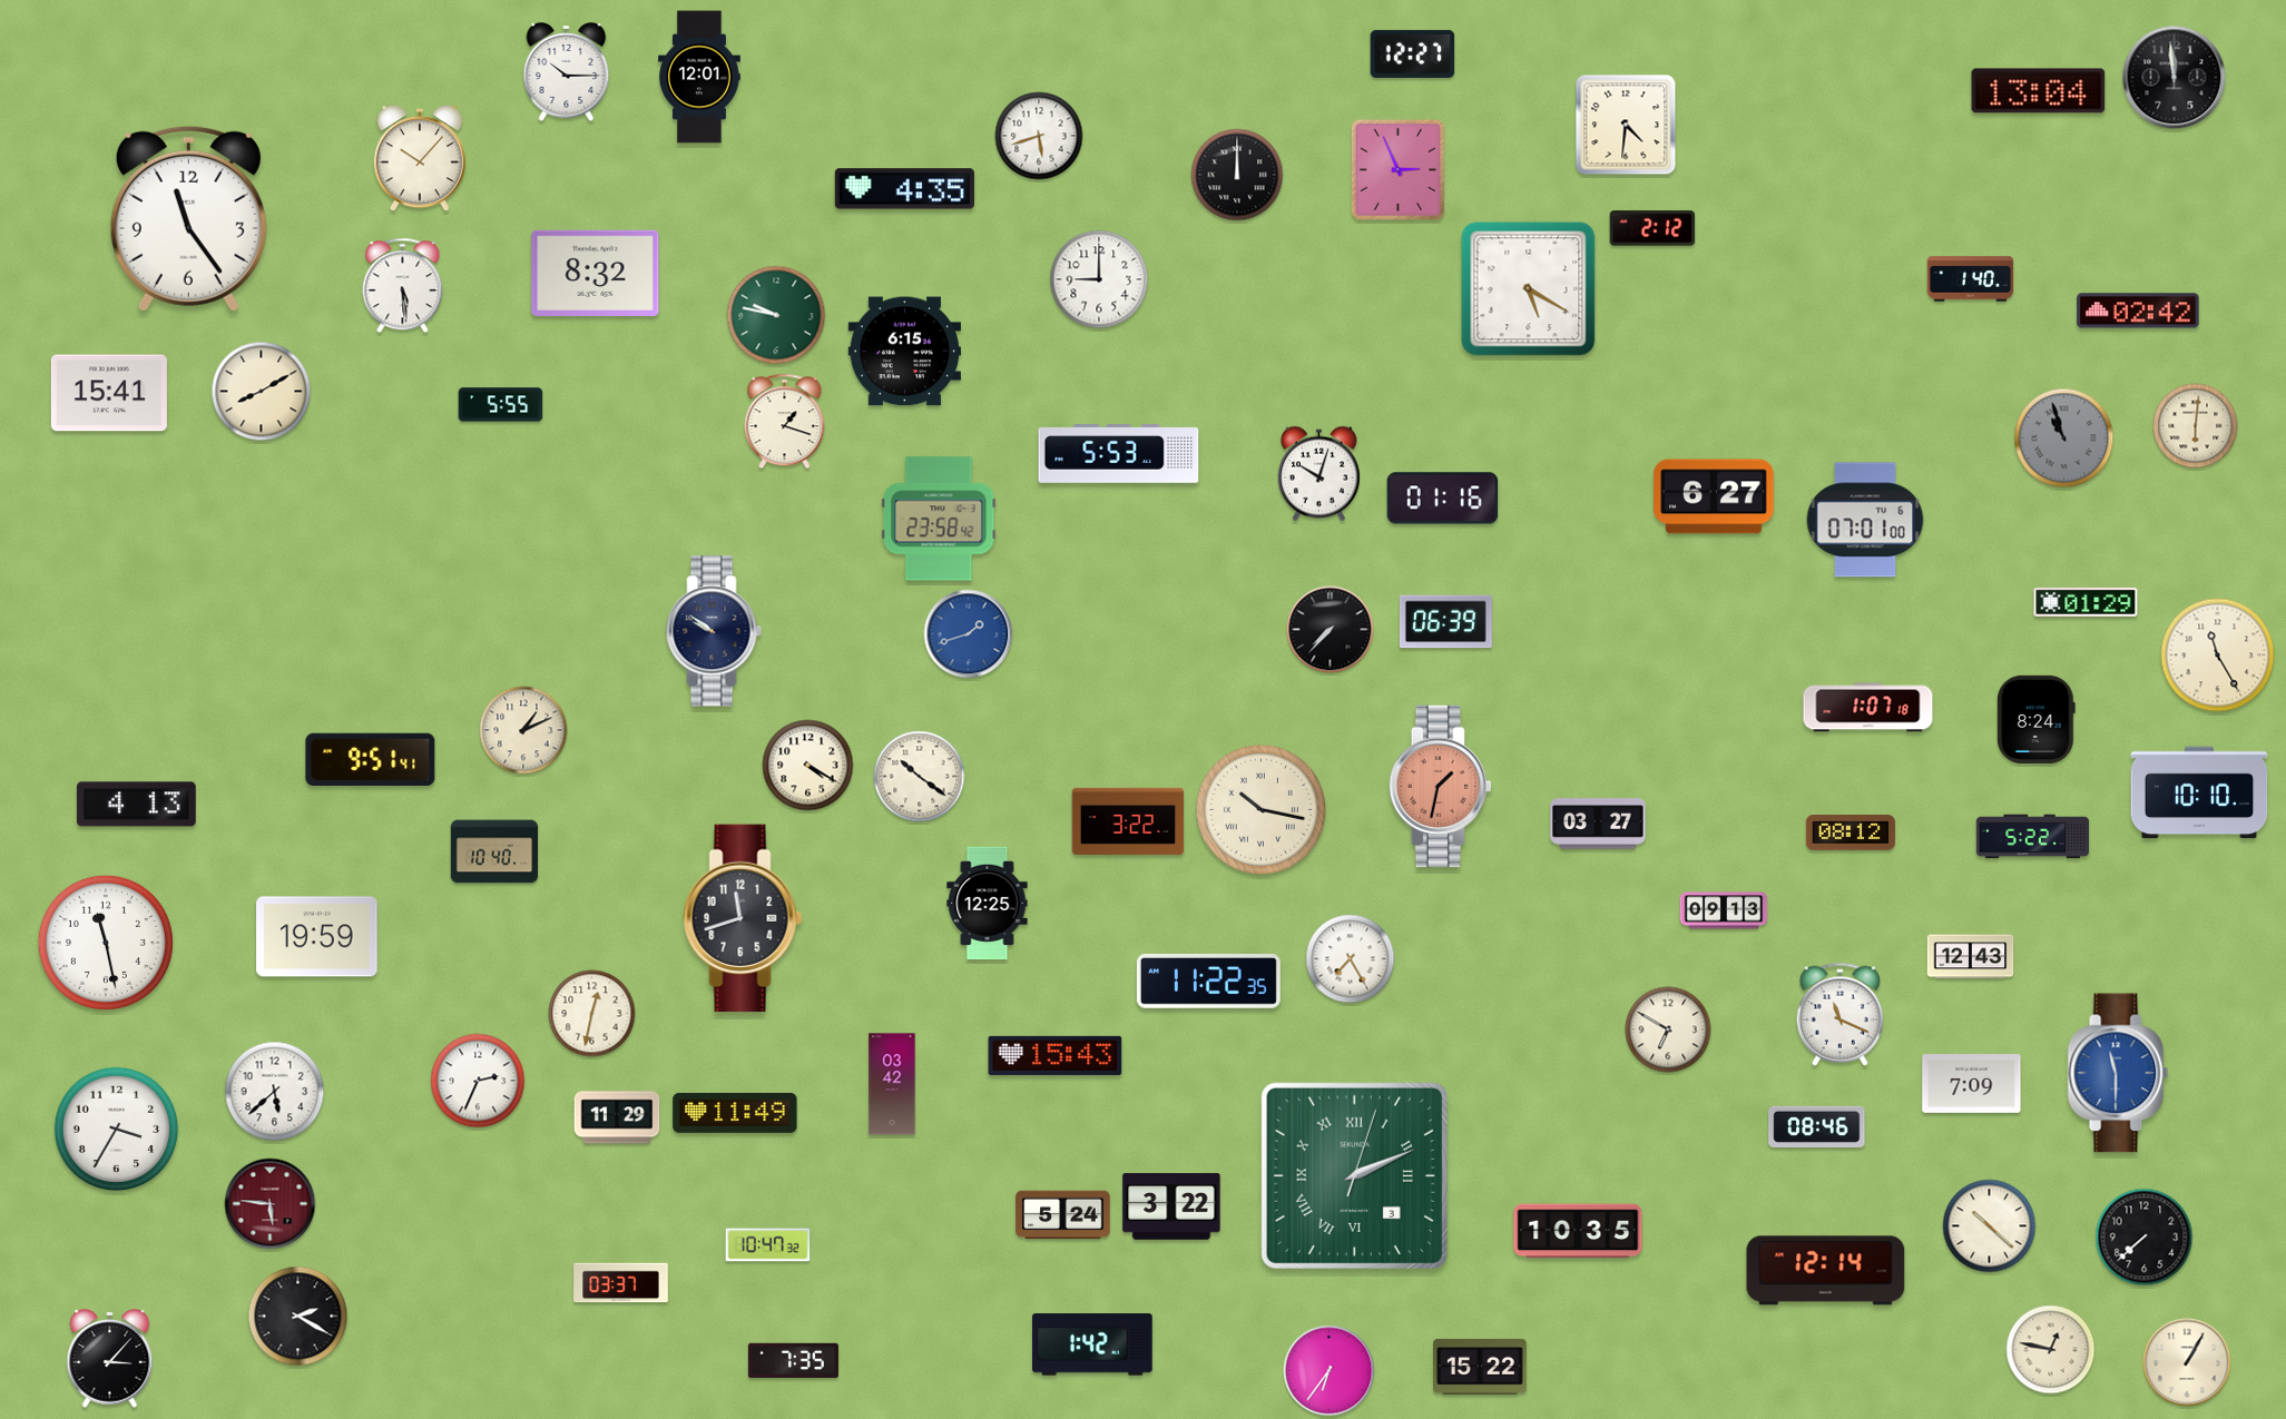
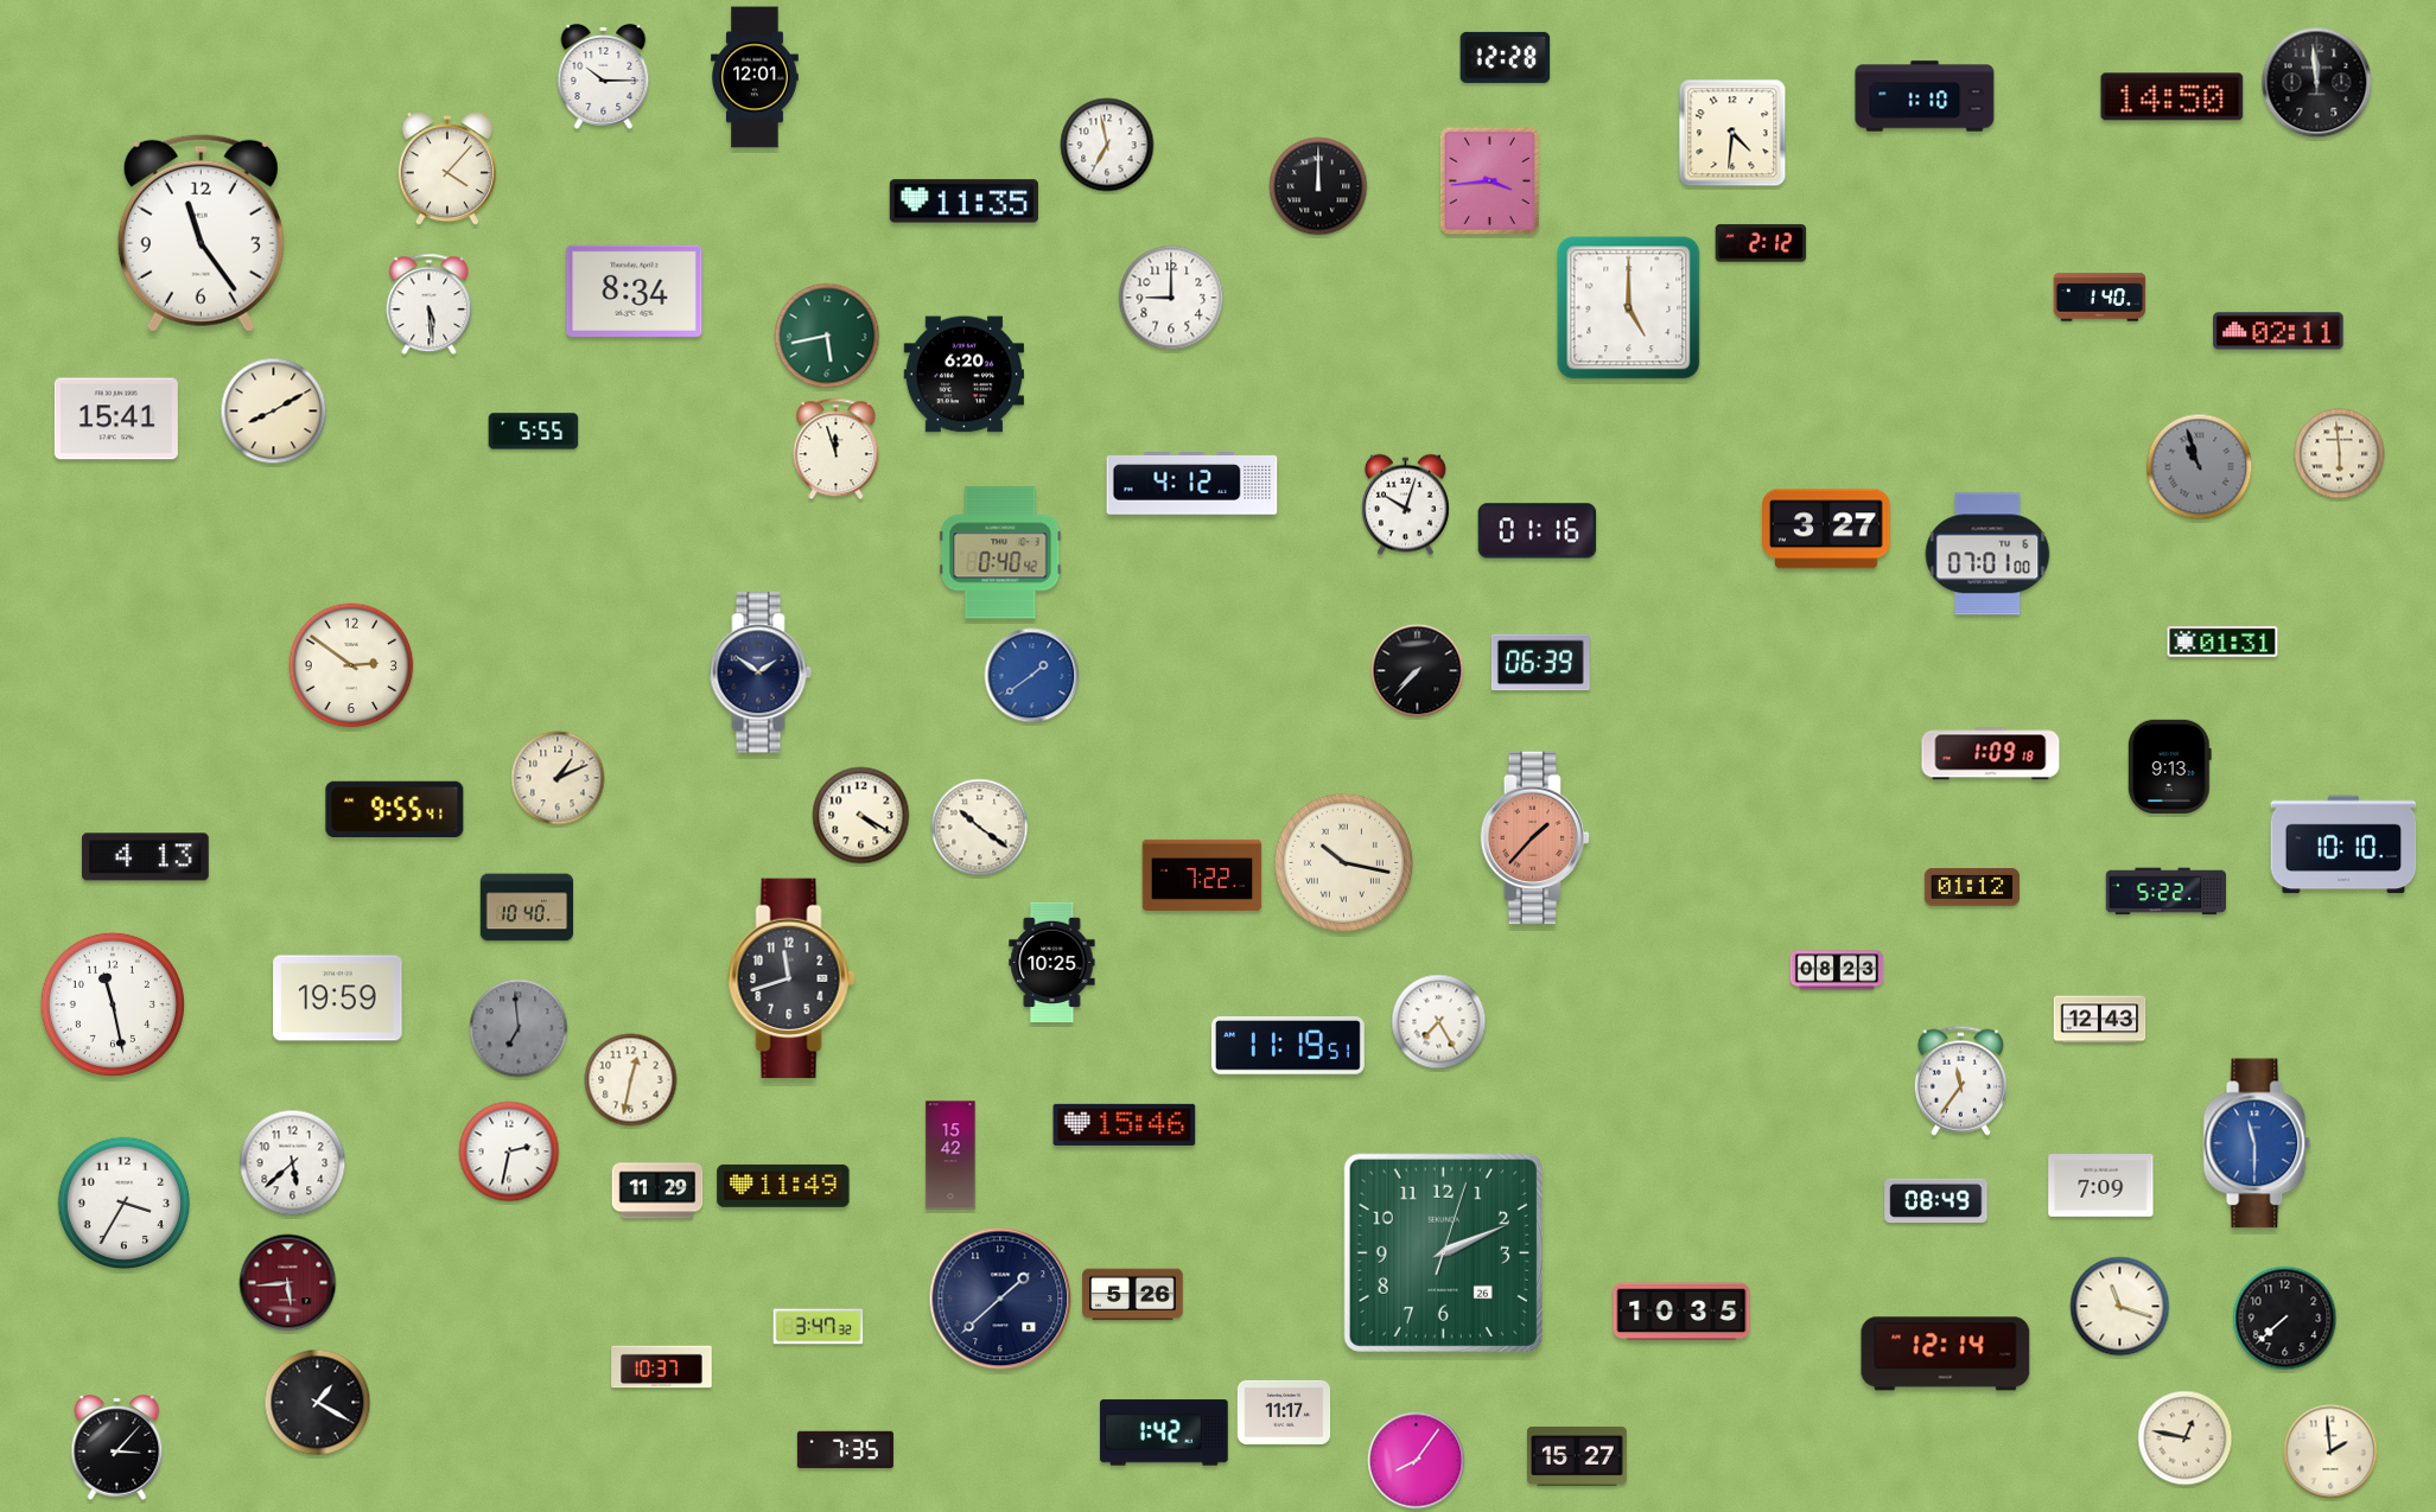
clock at (1413, 53): 12:27 -> 12:28
clock at (700, 77) position: (700, 77) -> (756, 77)
clock at (1925, 96): none -> 1:10
clock at (2039, 91): 13:04 -> 14:50
clock at (1039, 136): 5:42 -> 6:58
clock at (420, 159): 10:07 -> 4:07
clock at (1397, 169): 2:56 -> 3:44
clock at (904, 189): 4:35 -> 11:35
clock at (596, 273): 8:32 -> 8:34
clock at (1529, 289): 5:20 -> 5:00
clock at (2138, 311): 02:42 -> 02:11
clock at (776, 315): 9:47 -> 5:43
clock at (904, 352): 6:15 -> 6:20
clock at (262, 392) position: (262, 392) -> (274, 412)
clock at (785, 422): 1:18 -> 11:57
clock at (2196, 426): 6:01 -> 5:59
clock at (1119, 454): 5:53 -> 4:12
clock at (1714, 496): 6:27 -> 3:27
clock at (939, 519): 23:58 -> 0:40
clock at (2086, 602): 01:29 -> 01:31
clock at (351, 665): none -> 2:51
clock at (714, 631): 9:51 -> 1:51
clock at (969, 634): 1:42 -> 1:39
clock at (2218, 656): 11:25 -> none
clock at (1868, 708): 1:07 -> 1:09
clock at (2035, 719): 8:24 -> 9:13
clock at (371, 759): 9:51 -> 9:55
clock at (1440, 787): 1:32 -> 1:37
clock at (1128, 821): 3:22 -> 7:22
clock at (1598, 824): 03:27 -> none
clock at (1851, 834): 08:12 -> 01:12
clock at (988, 904): 12:25 -> 10:25
clock at (1724, 910): 09:13 -> 08:23
clock at (519, 1028): none -> 6:59
clock at (1208, 982): 11:22 -> 11:19
clock at (1839, 1014): 11:19 -> 11:36
clock at (1668, 1029): 6:50 -> none
clock at (1056, 1055): 15:43 -> 15:46
clock at (478, 1081): 2:34 -> 2:32
clock at (892, 1084): 03:42 -> 15:42
clock at (1972, 1084) position: (1972, 1084) -> (2101, 1186)
clock at (1817, 1126): 08:46 -> 08:49
clock at (1354, 1175) date: 3 -> 26
clock at (1354, 1175) numerals: Roman -> Arabic
clock at (271, 1204): 5:46 -> 5:44
clock at (1171, 1206): 3:22 -> none
clock at (1063, 1215): 5:24 -> 5:26
clock at (1000, 1299): none -> 1:38
clock at (1990, 1226): 10:22 -> 11:18
clock at (768, 1245): 10:47 -> 3:47
clock at (621, 1283): 03:37 -> 10:37
clock at (298, 1317): 2:20 -> 1:20
clock at (1284, 1412): none -> 11:17
clock at (2187, 1362): 1:05 -> 1:59
clock at (1480, 1367): 15:22 -> 15:27
clock at (1330, 1371): 6:36 -> 8:06
